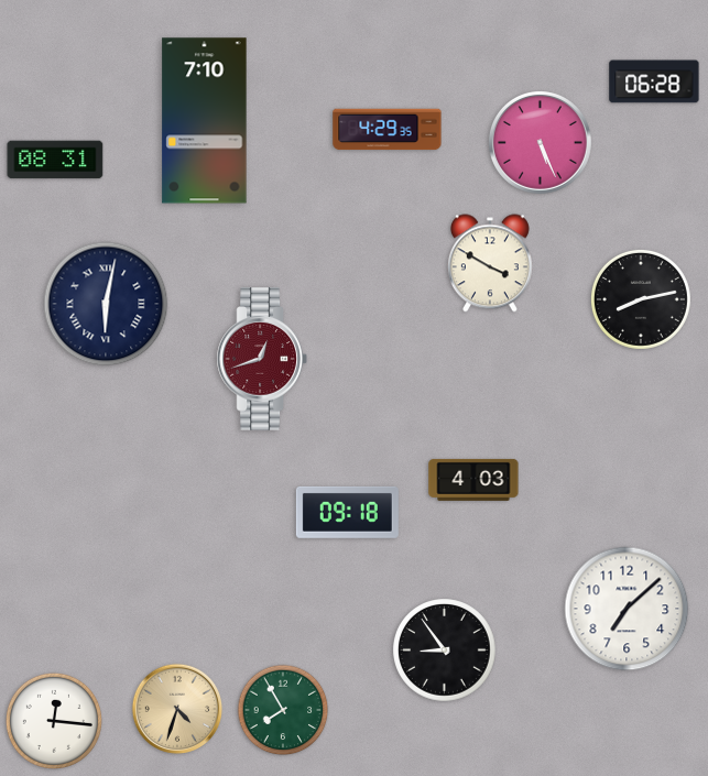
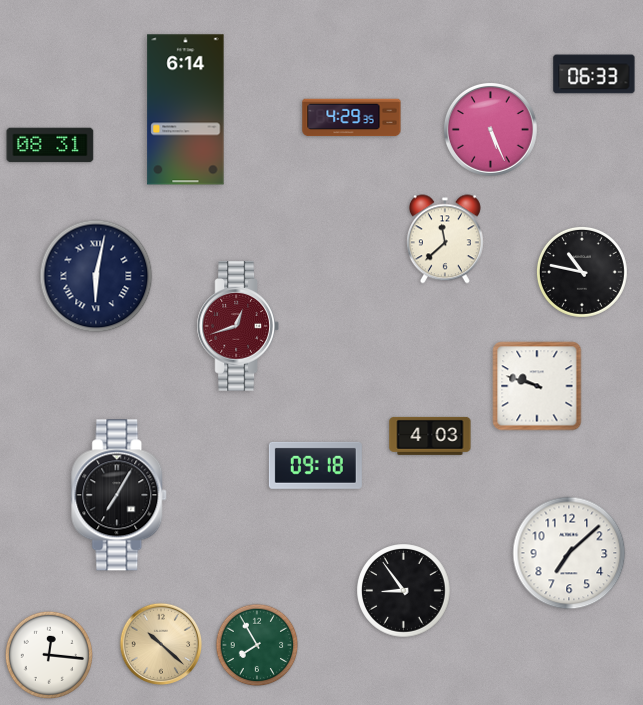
clock at (654, 81): 06:28 -> 06:33
clock at (205, 121): 7:10 -> 6:14
clock at (490, 263): 3:50 -> 11:38
clock at (641, 299): 8:13 -> 10:47
clock at (537, 386): none -> 9:48
clock at (120, 495): none -> 7:05
clock at (177, 709): 4:33 -> 10:22
